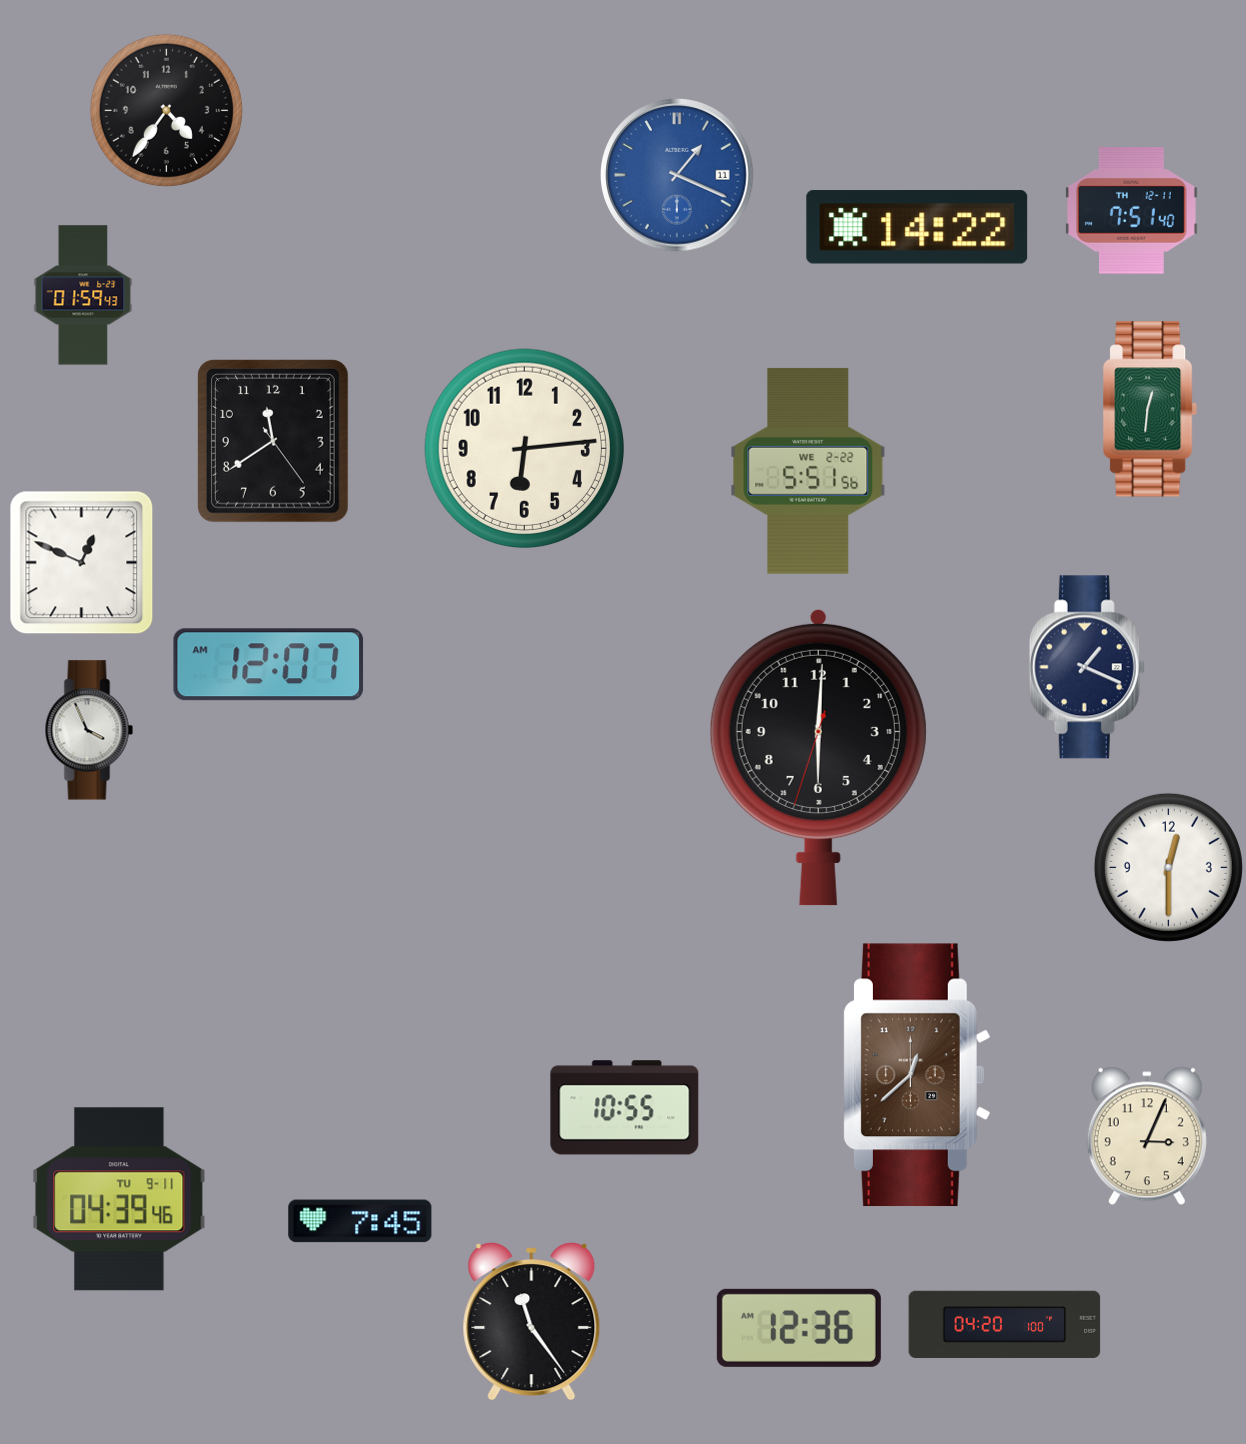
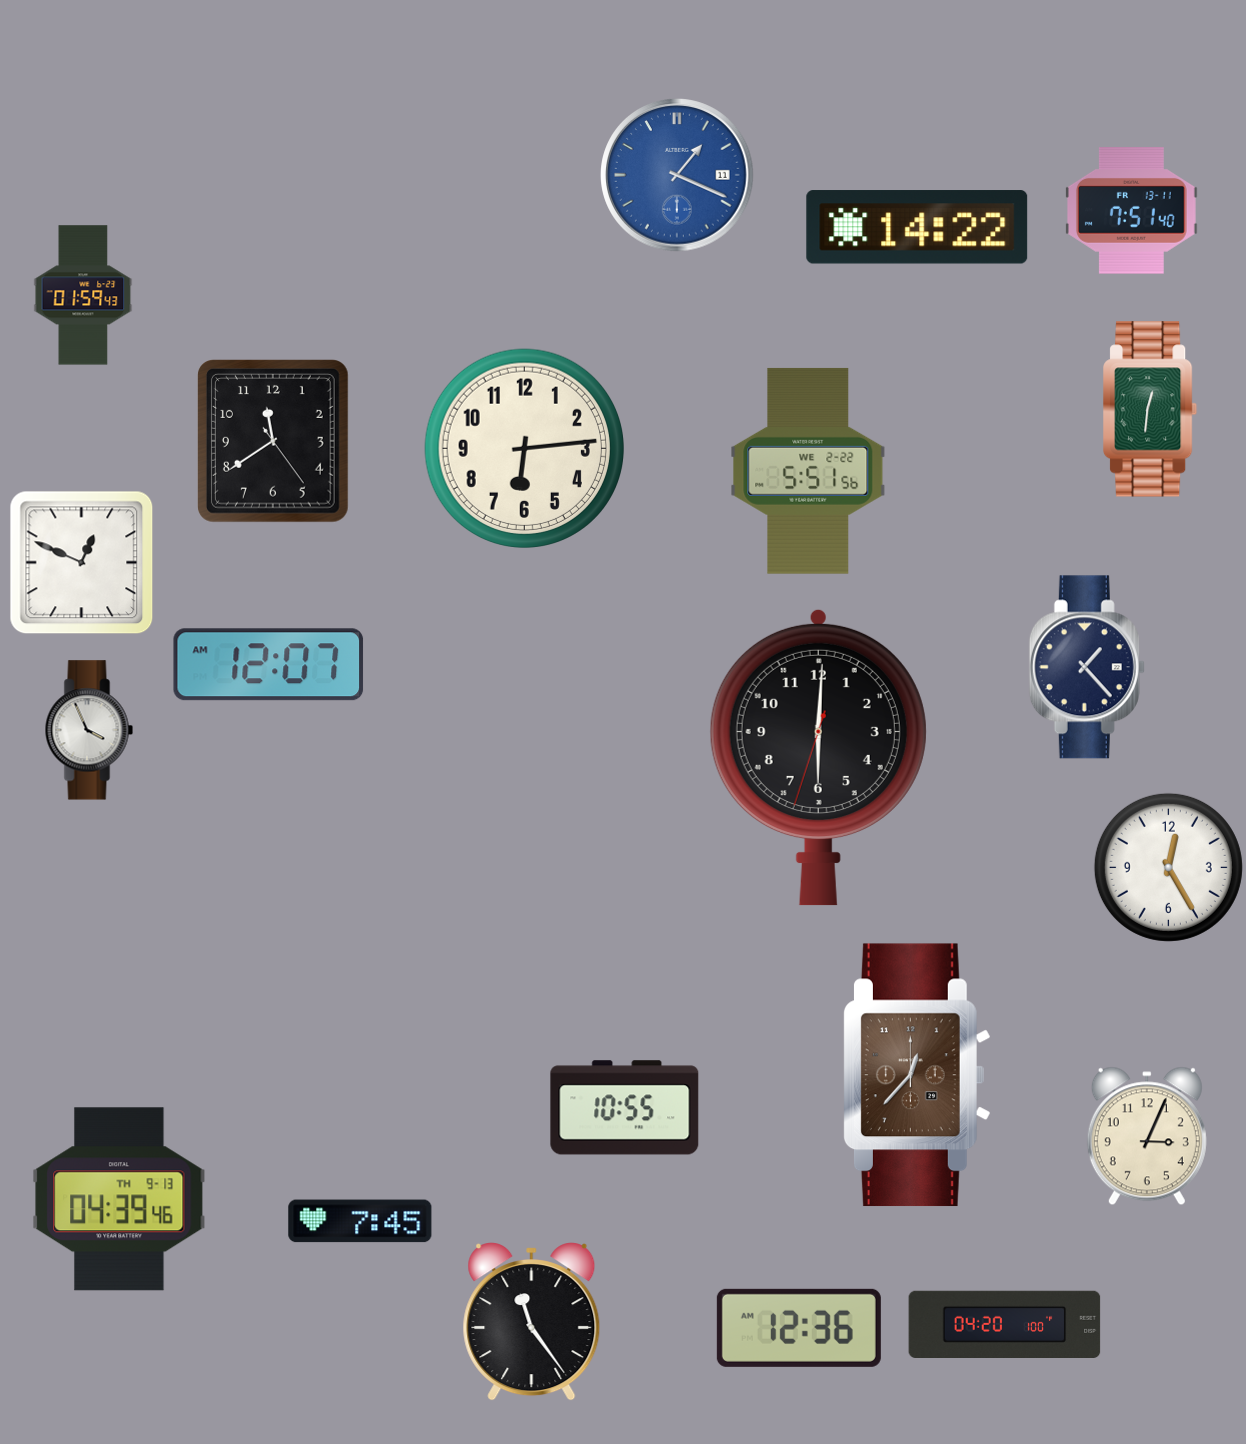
clock at (166, 110): 4:36 -> none
clock at (1132, 211) date: TH 12-11 -> FR 13-11
clock at (1087, 667): 1:19 -> 1:23
clock at (1168, 867): 12:30 -> 12:25
clock at (917, 1075): 12:38 -> 12:37
clock at (119, 1199) date: TU 9-11 -> TH 9-13
